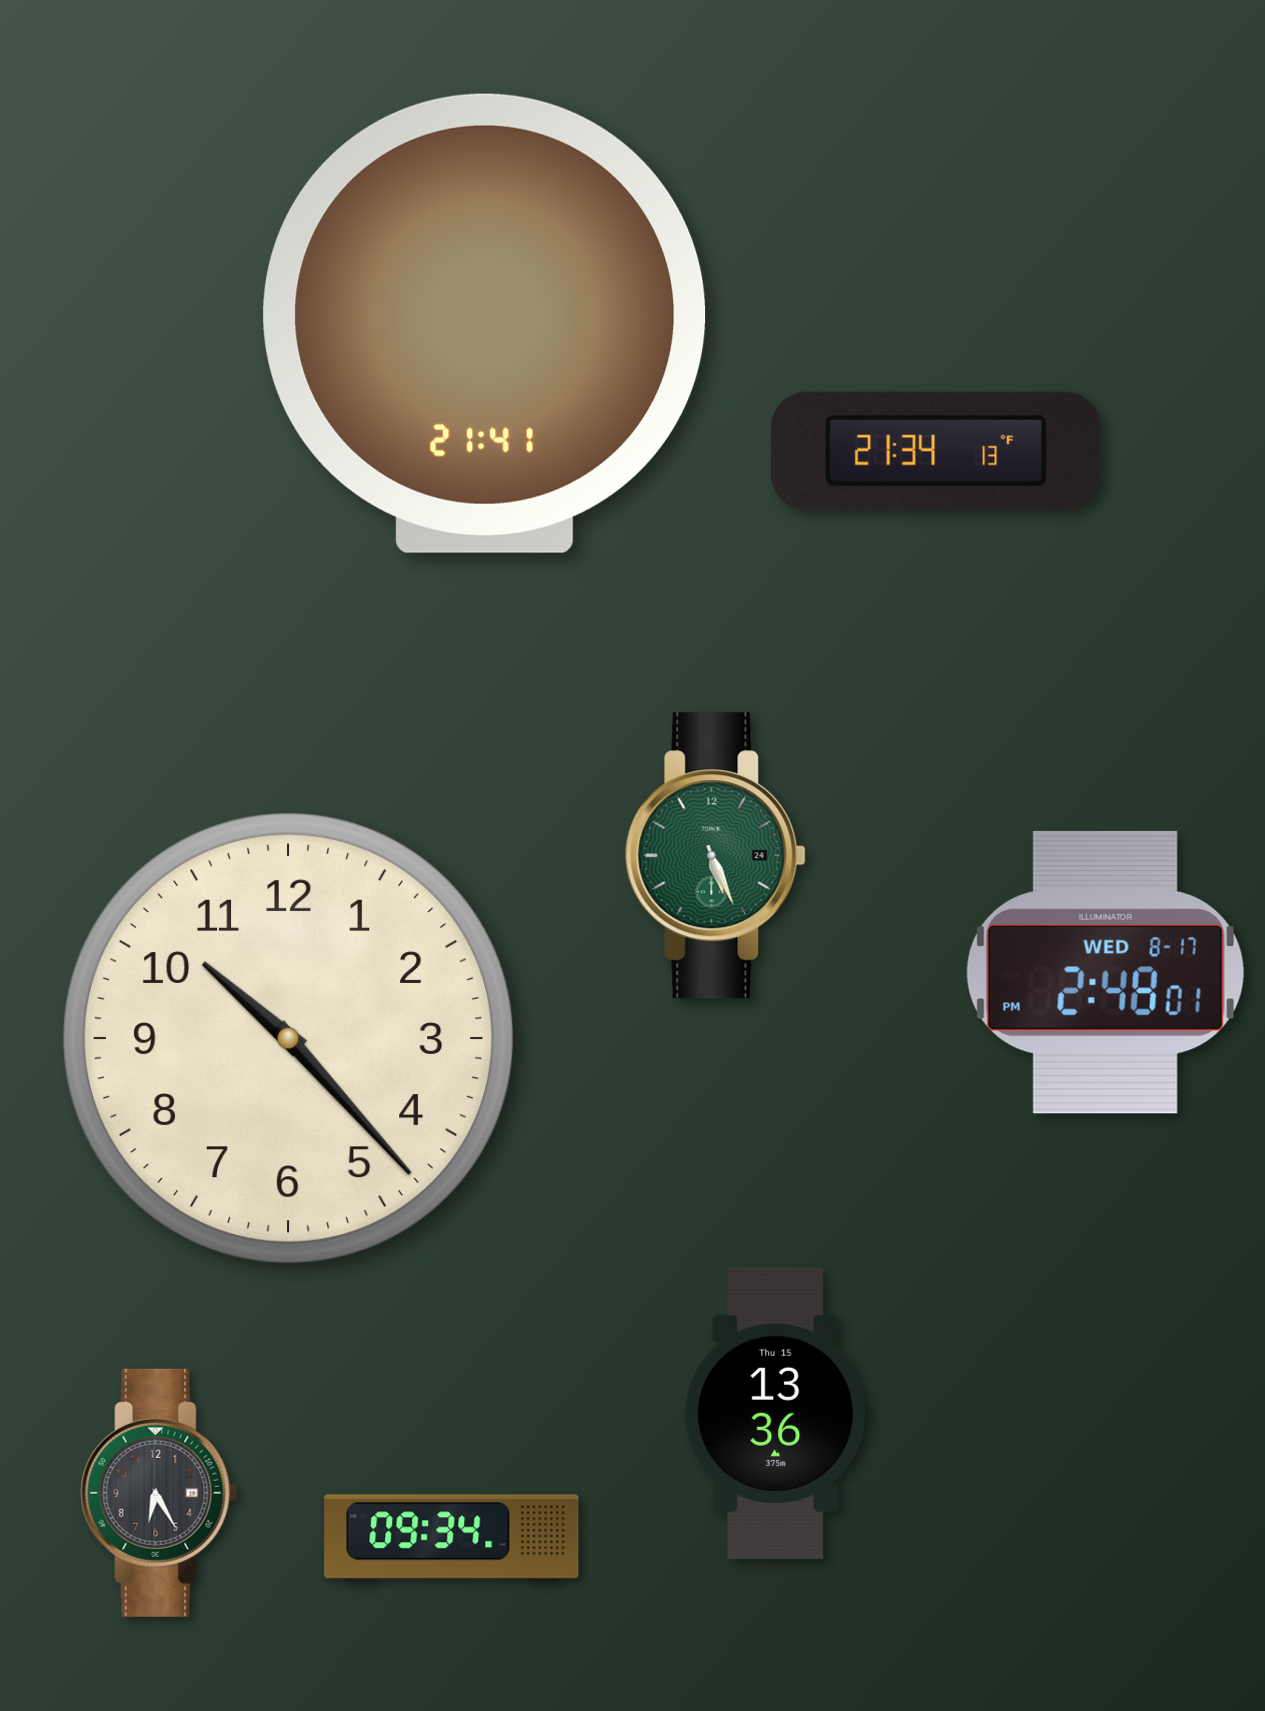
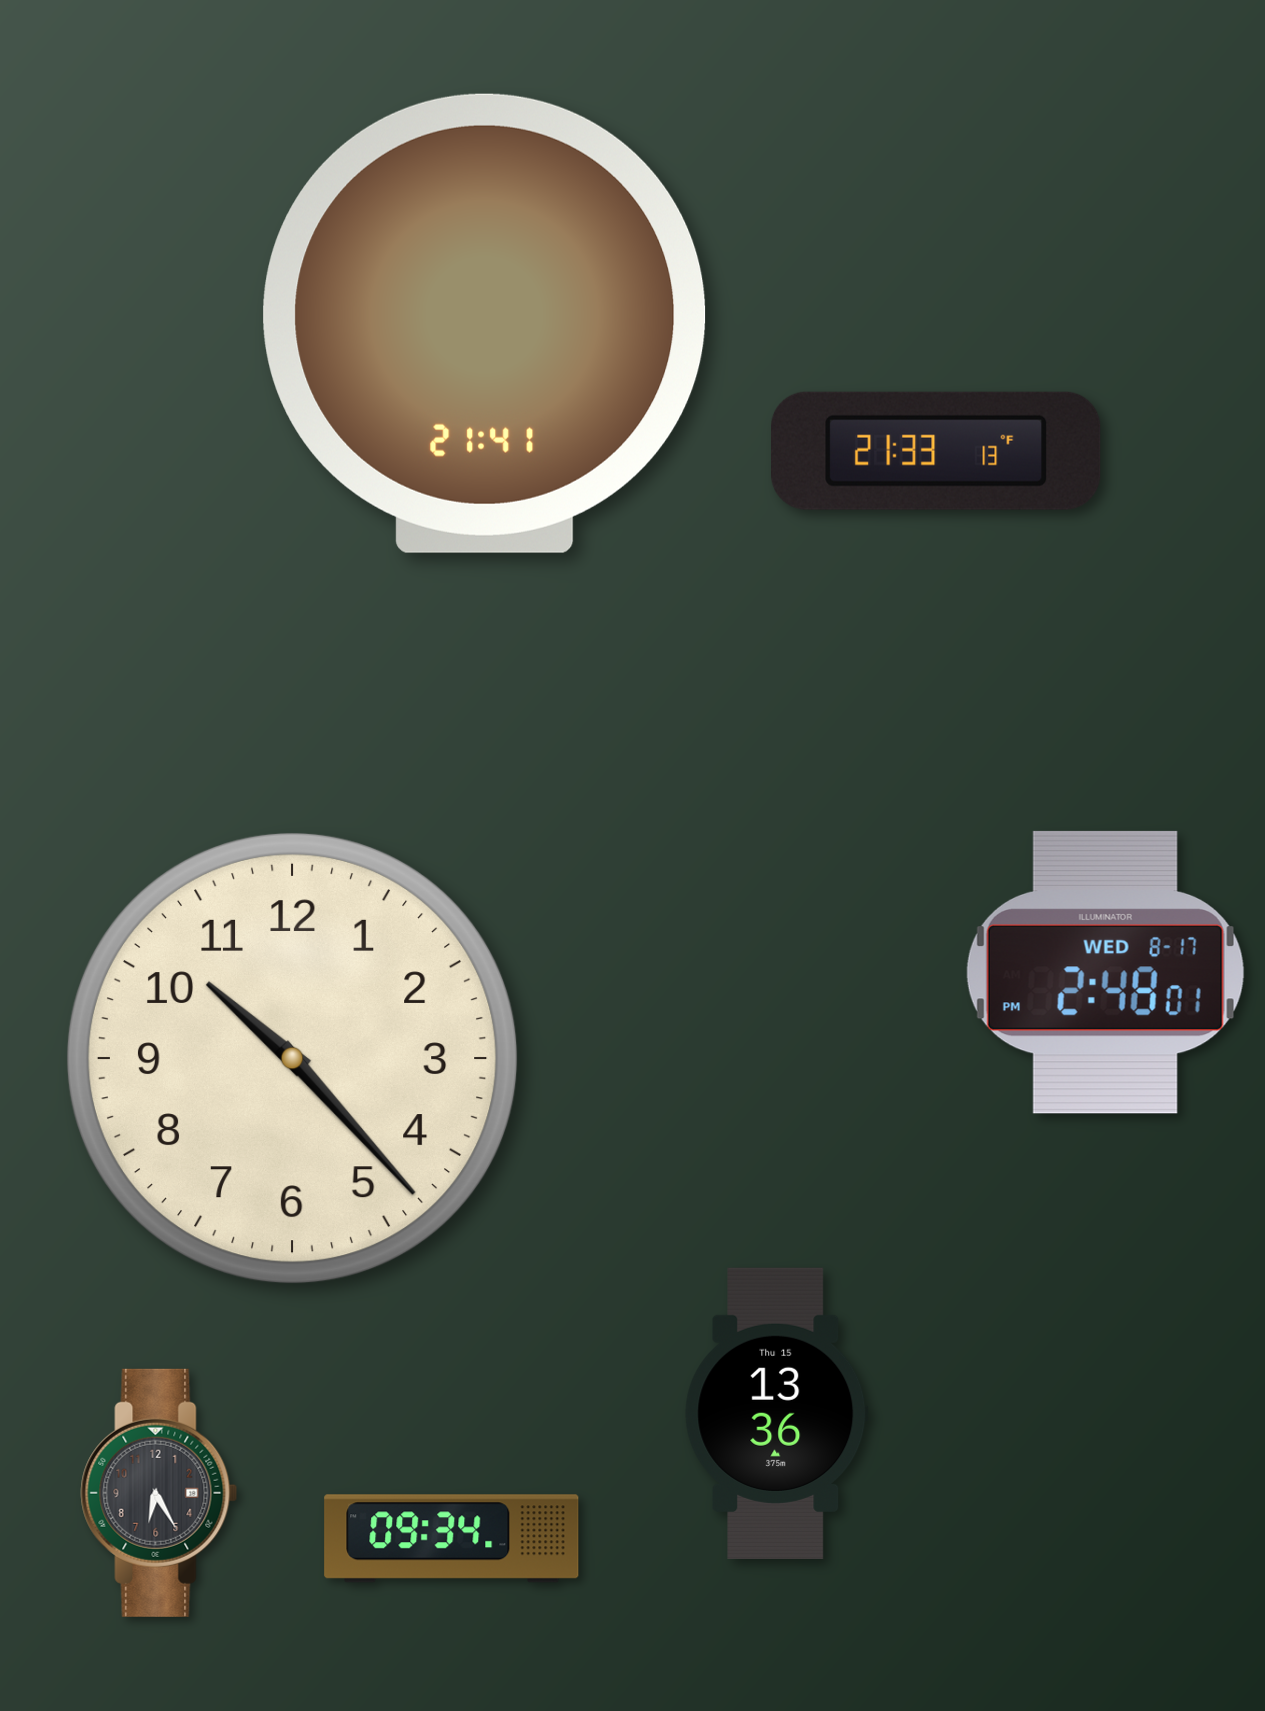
clock at (937, 451): 21:34 -> 21:33
clock at (715, 856): 5:26 -> none
clock at (288, 1038) position: (288, 1038) -> (292, 1058)
